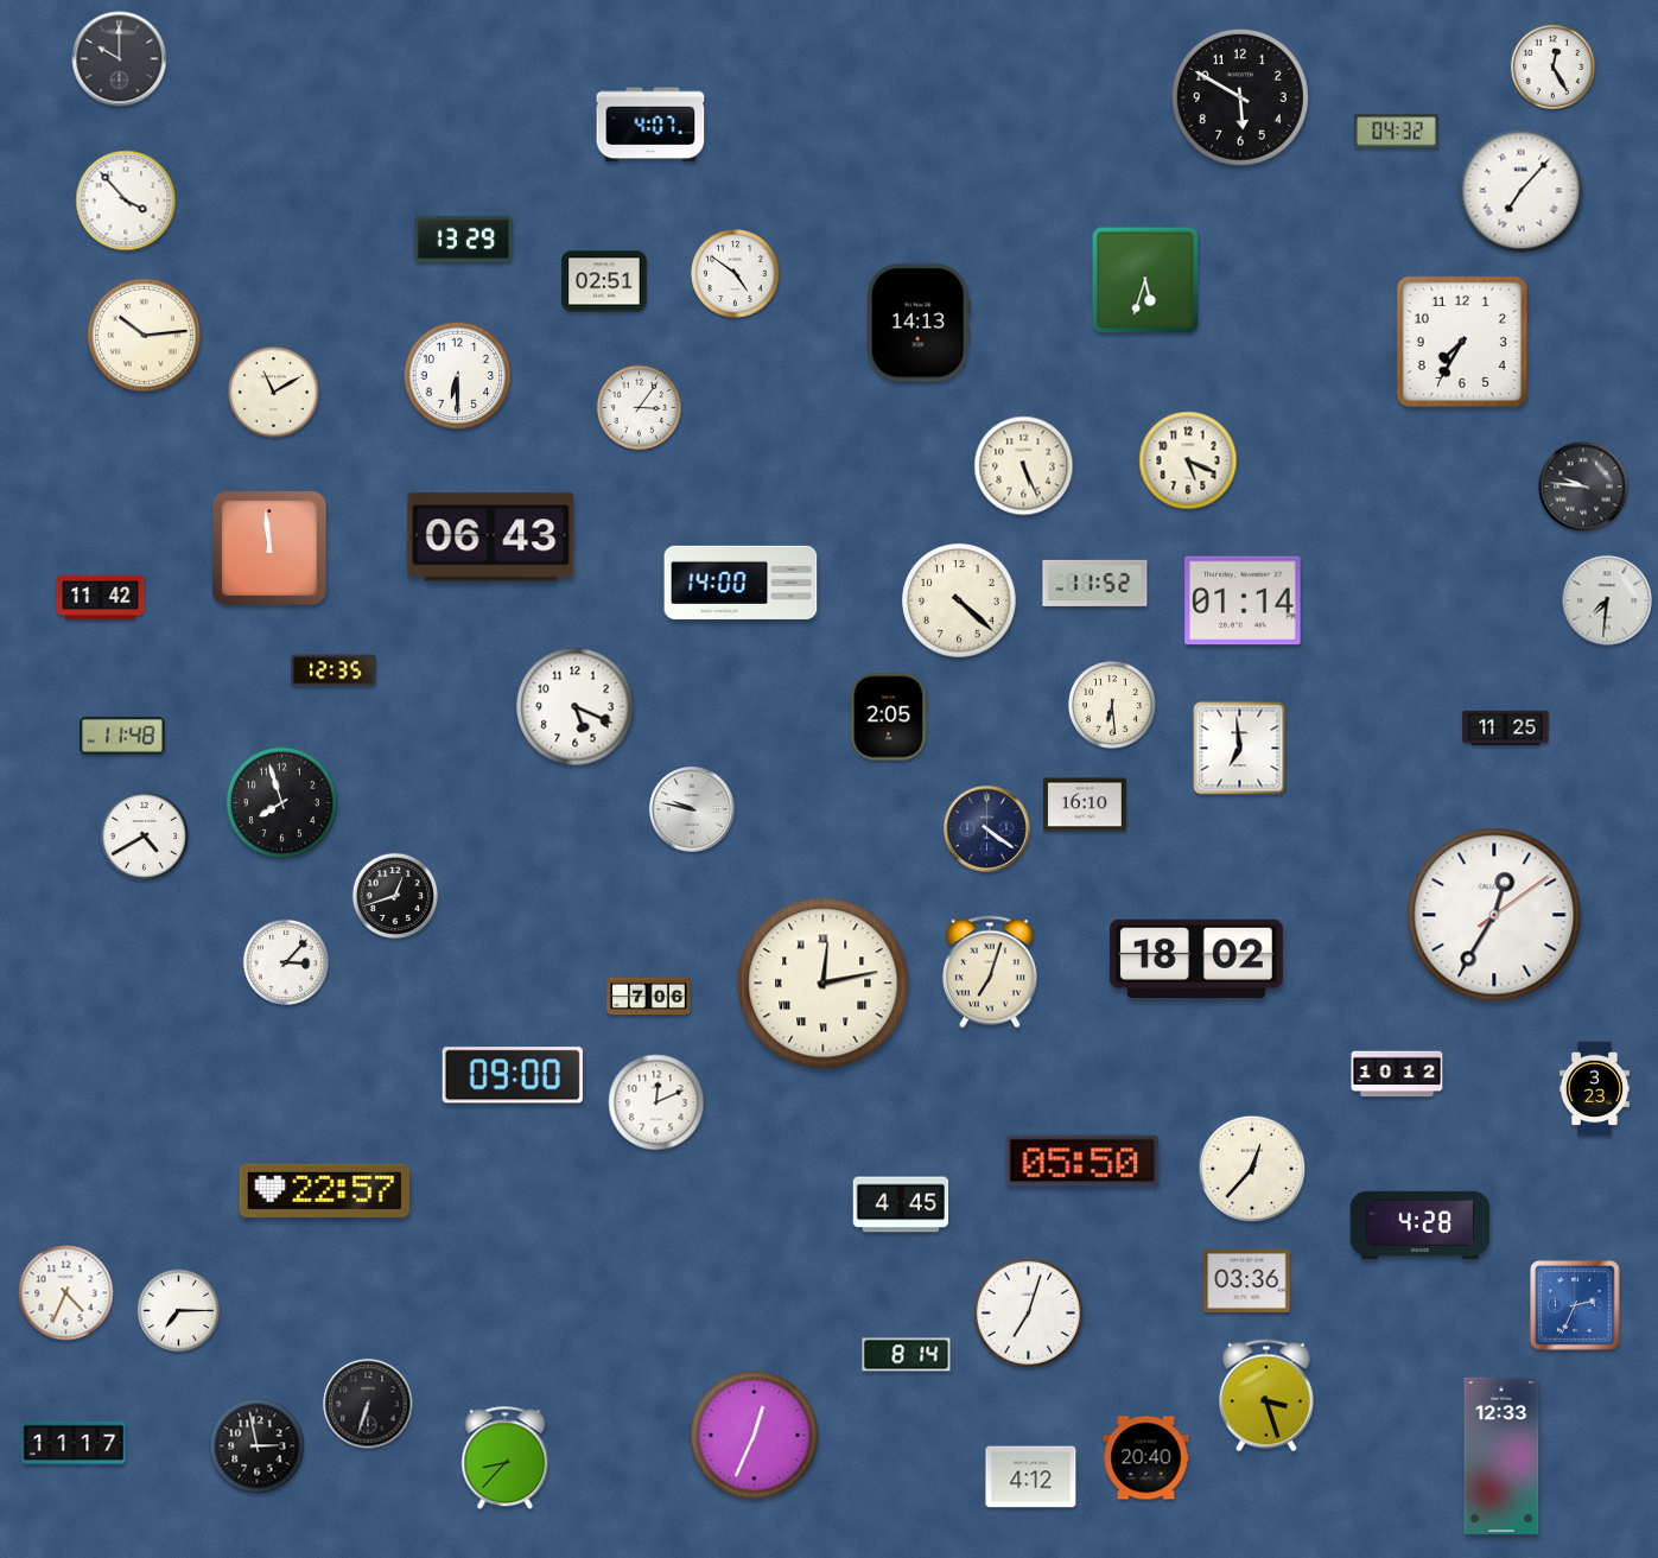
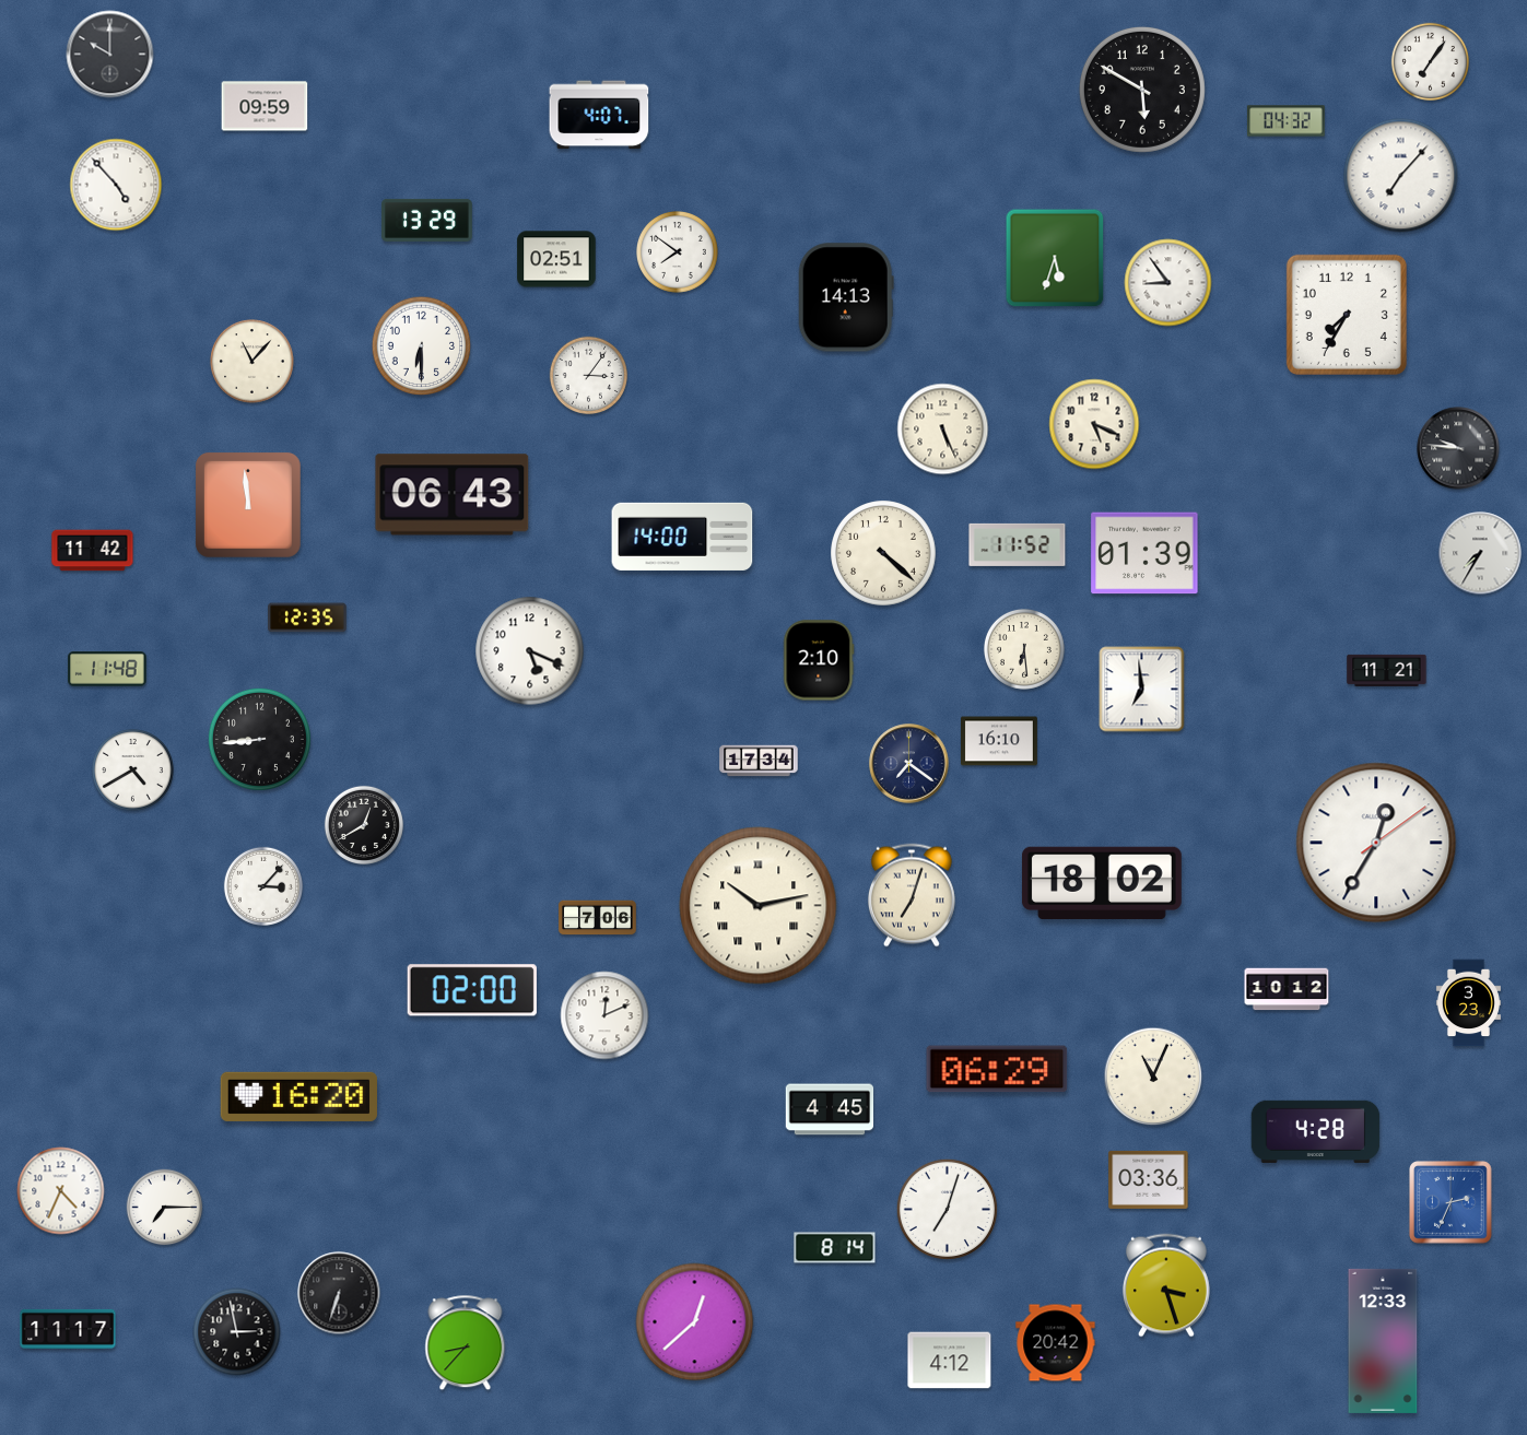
clock at (1552, 66): 12:25 -> 7:06
clock at (265, 106): none -> 09:59
clock at (126, 201): 3:53 -> 4:53
clock at (736, 274): 4:51 -> 7:51
clock at (1168, 283): none -> 8:54
clock at (145, 336): 10:14 -> none
clock at (274, 393): 11:10 -> 11:07
clock at (1095, 583) position: (1095, 583) -> (1018, 544)
clock at (1243, 600): 01:14 -> 01:39
clock at (1607, 600): 7:31 -> 7:35
clock at (889, 717): 2:05 -> 2:10
clock at (1506, 727): 11:25 -> 11:21
clock at (122, 736) position: (122, 736) -> (107, 669)
clock at (281, 802): 7:57 -> 8:44
clock at (692, 809): 9:47 -> none
clock at (759, 761): none -> 17:34
clock at (987, 829): 4:21 -> 7:21
clock at (395, 896): 12:42 -> 12:40
clock at (824, 984): 12:13 -> 10:13
clock at (513, 1075): 09:00 -> 02:00
clock at (1082, 1160): 05:50 -> 06:29
clock at (1252, 1169): 12:37 -> 11:04
clock at (324, 1190): 22:57 -> 16:20
clock at (1421, 1225) position: (1421, 1225) -> (1316, 1131)
clock at (755, 1436): 12:34 -> 12:38
clock at (1146, 1458): 20:40 -> 20:42
